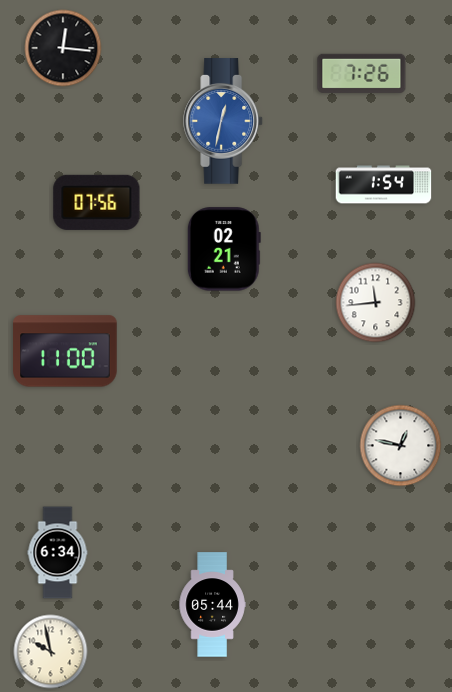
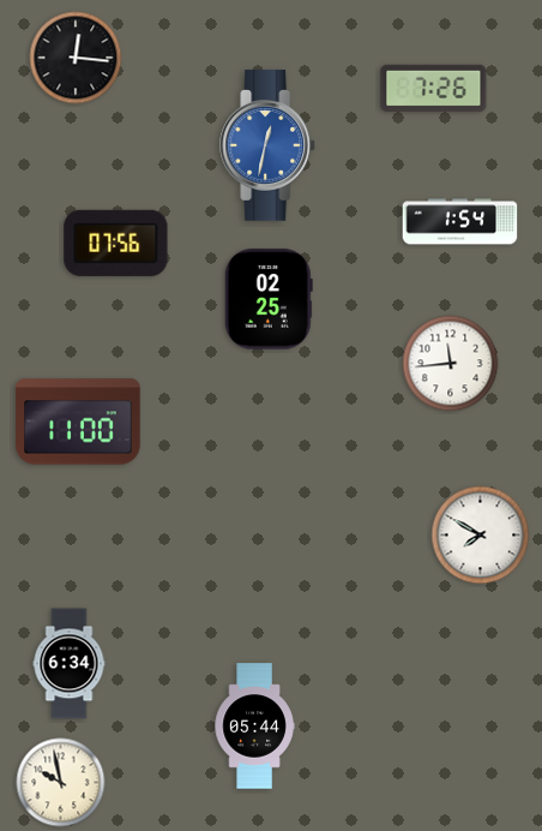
clock at (224, 249): 02:21 -> 02:25
clock at (401, 446): 12:47 -> 7:50
